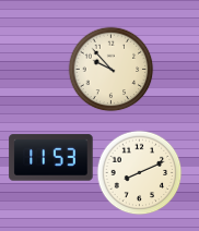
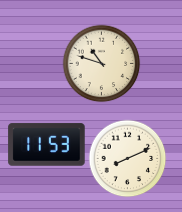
clock at (110, 69): 9:53 -> 10:48
